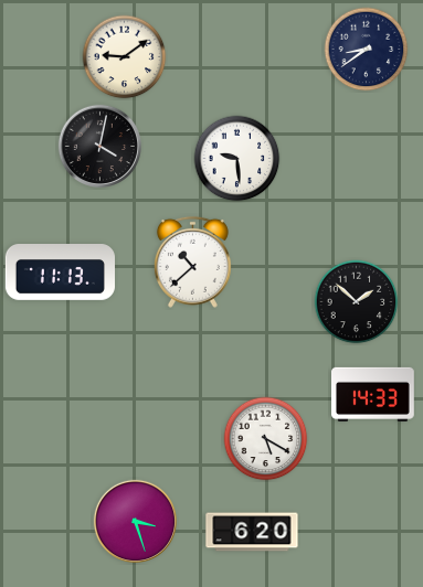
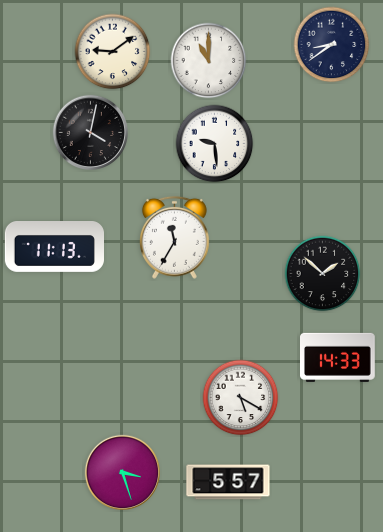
clock at (209, 61): none -> 11:00
clock at (192, 262): 10:38 -> 11:35
clock at (252, 532): 6:20 -> 5:57
